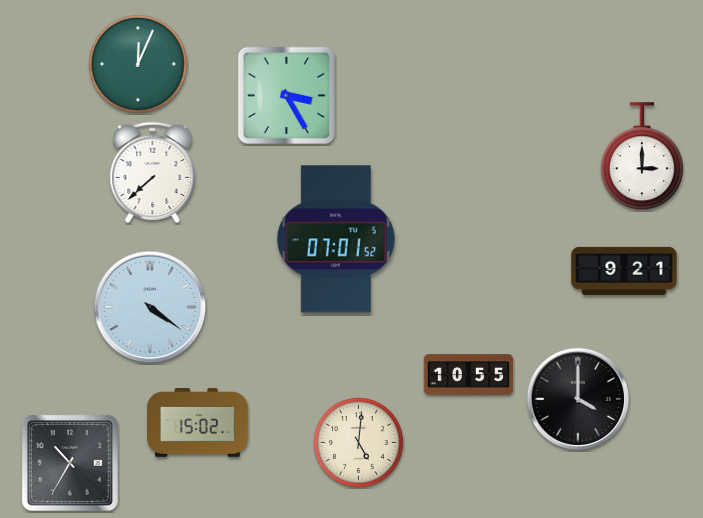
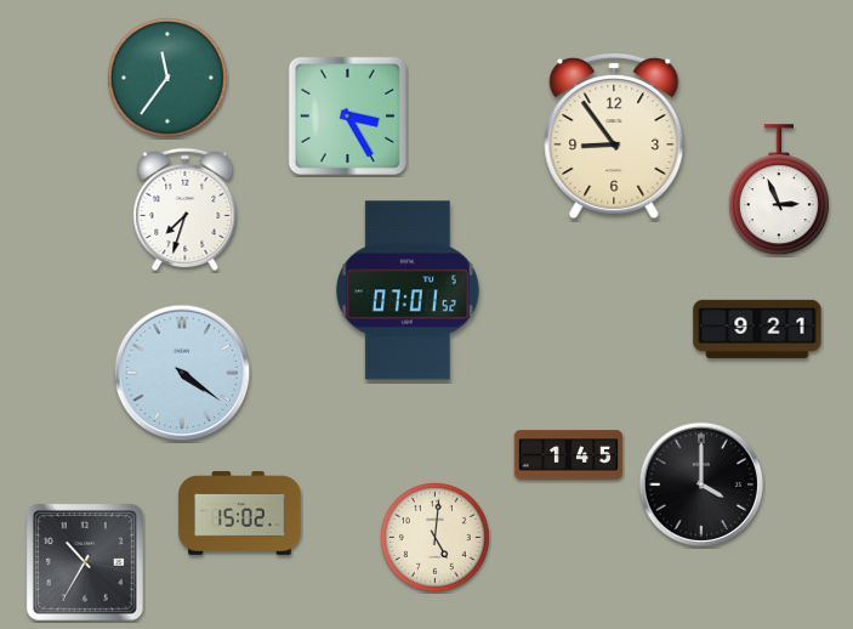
clock at (138, 64): 12:04 -> 11:36
clock at (614, 135): none -> 8:54
clock at (642, 157): 3:00 -> 2:56
clock at (153, 172): 7:38 -> 7:33
clock at (469, 375): 10:55 -> 1:45
